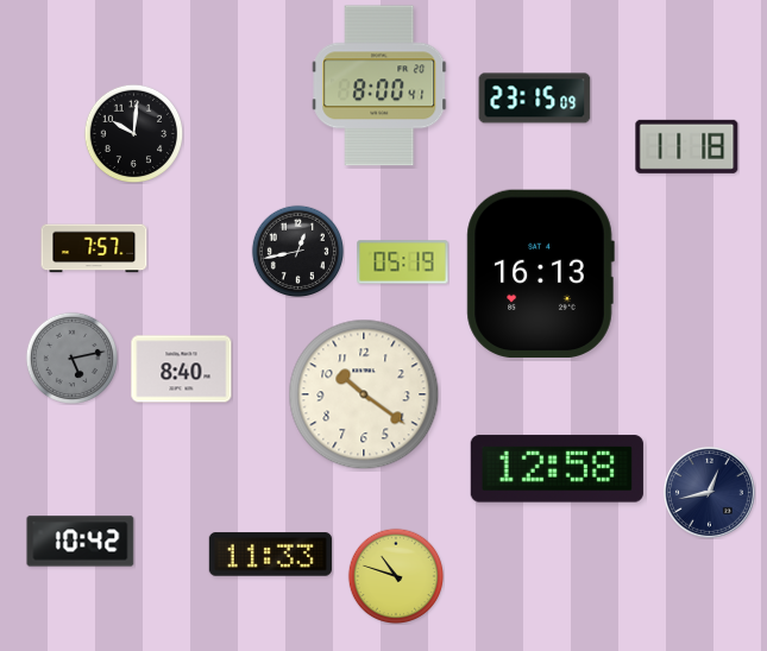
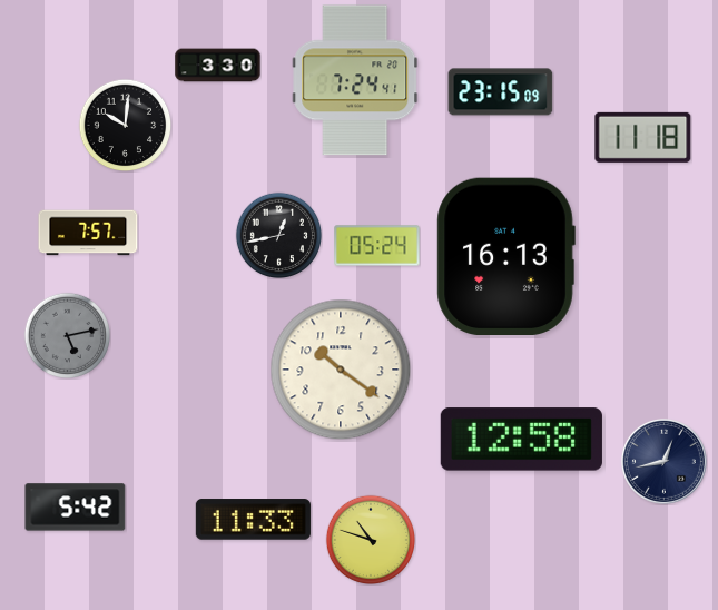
clock at (218, 66): none -> 3:30
clock at (379, 86): 8:00 -> 7:24
clock at (403, 263): 05:19 -> 05:24
clock at (182, 369): 8:40 -> none
clock at (81, 542): 10:42 -> 5:42
